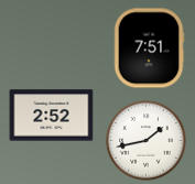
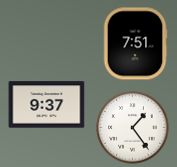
clock at (52, 116): 2:52 -> 9:37
clock at (147, 141): 1:43 -> 1:24
